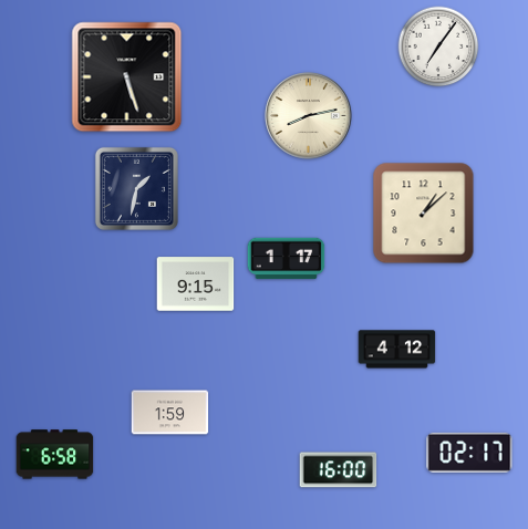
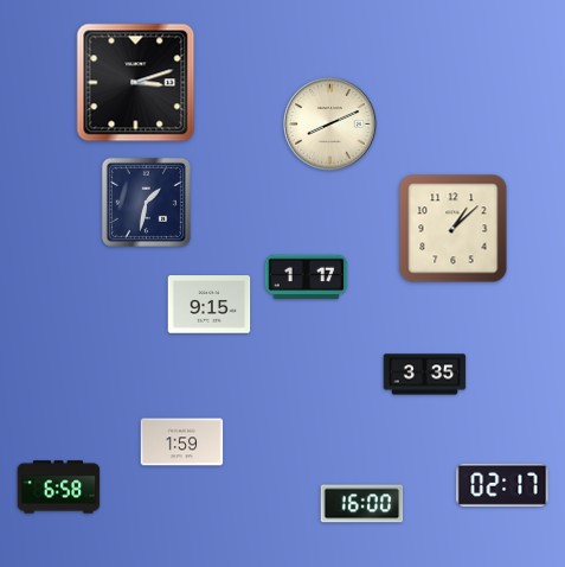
clock at (438, 46): 7:06 -> none
clock at (127, 77): 5:27 -> 3:12
clock at (309, 116): 8:13 -> 8:11
clock at (397, 350): 4:12 -> 3:35
